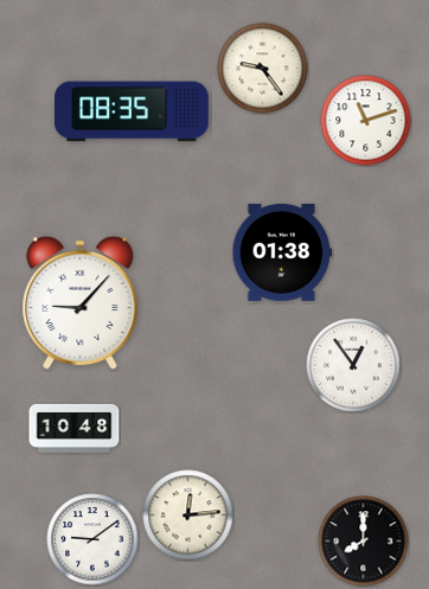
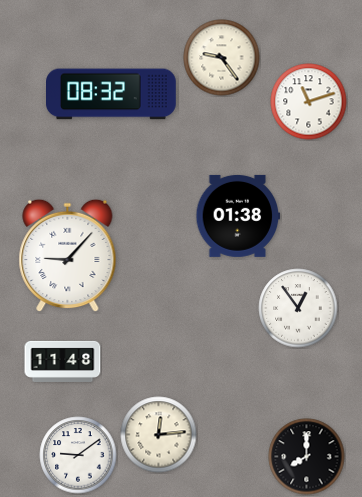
clock at (133, 111): 08:35 -> 08:32
clock at (282, 252) position: (282, 252) -> (238, 216)
clock at (75, 428): 10:48 -> 11:48
